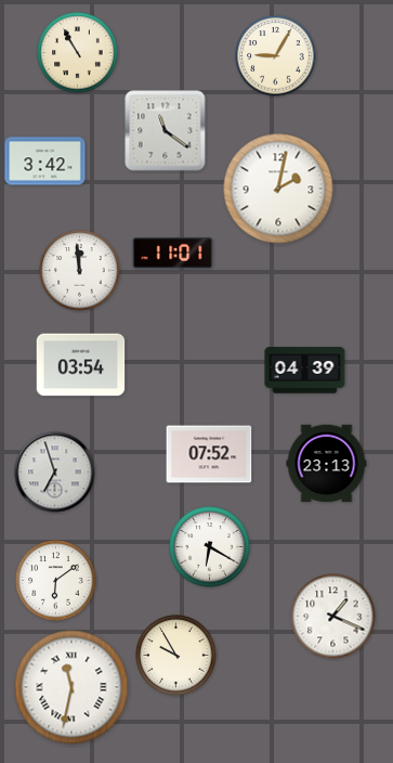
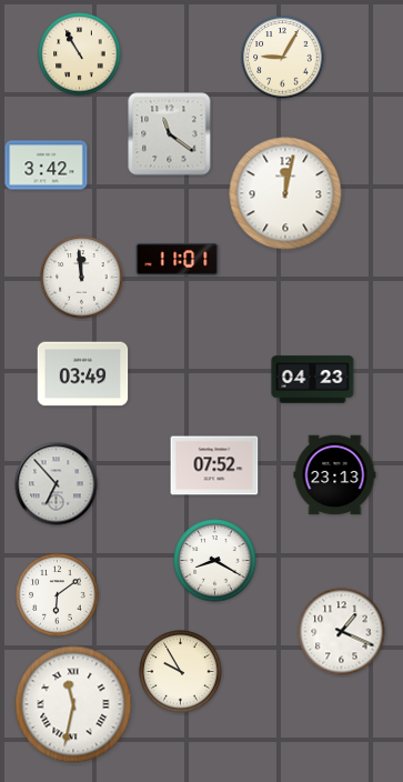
clock at (278, 189): 2:02 -> 12:02
clock at (81, 365): 03:54 -> 03:49
clock at (305, 371): 04:39 -> 04:23
clock at (55, 473): 6:57 -> 6:53
clock at (210, 547): 6:20 -> 8:20
